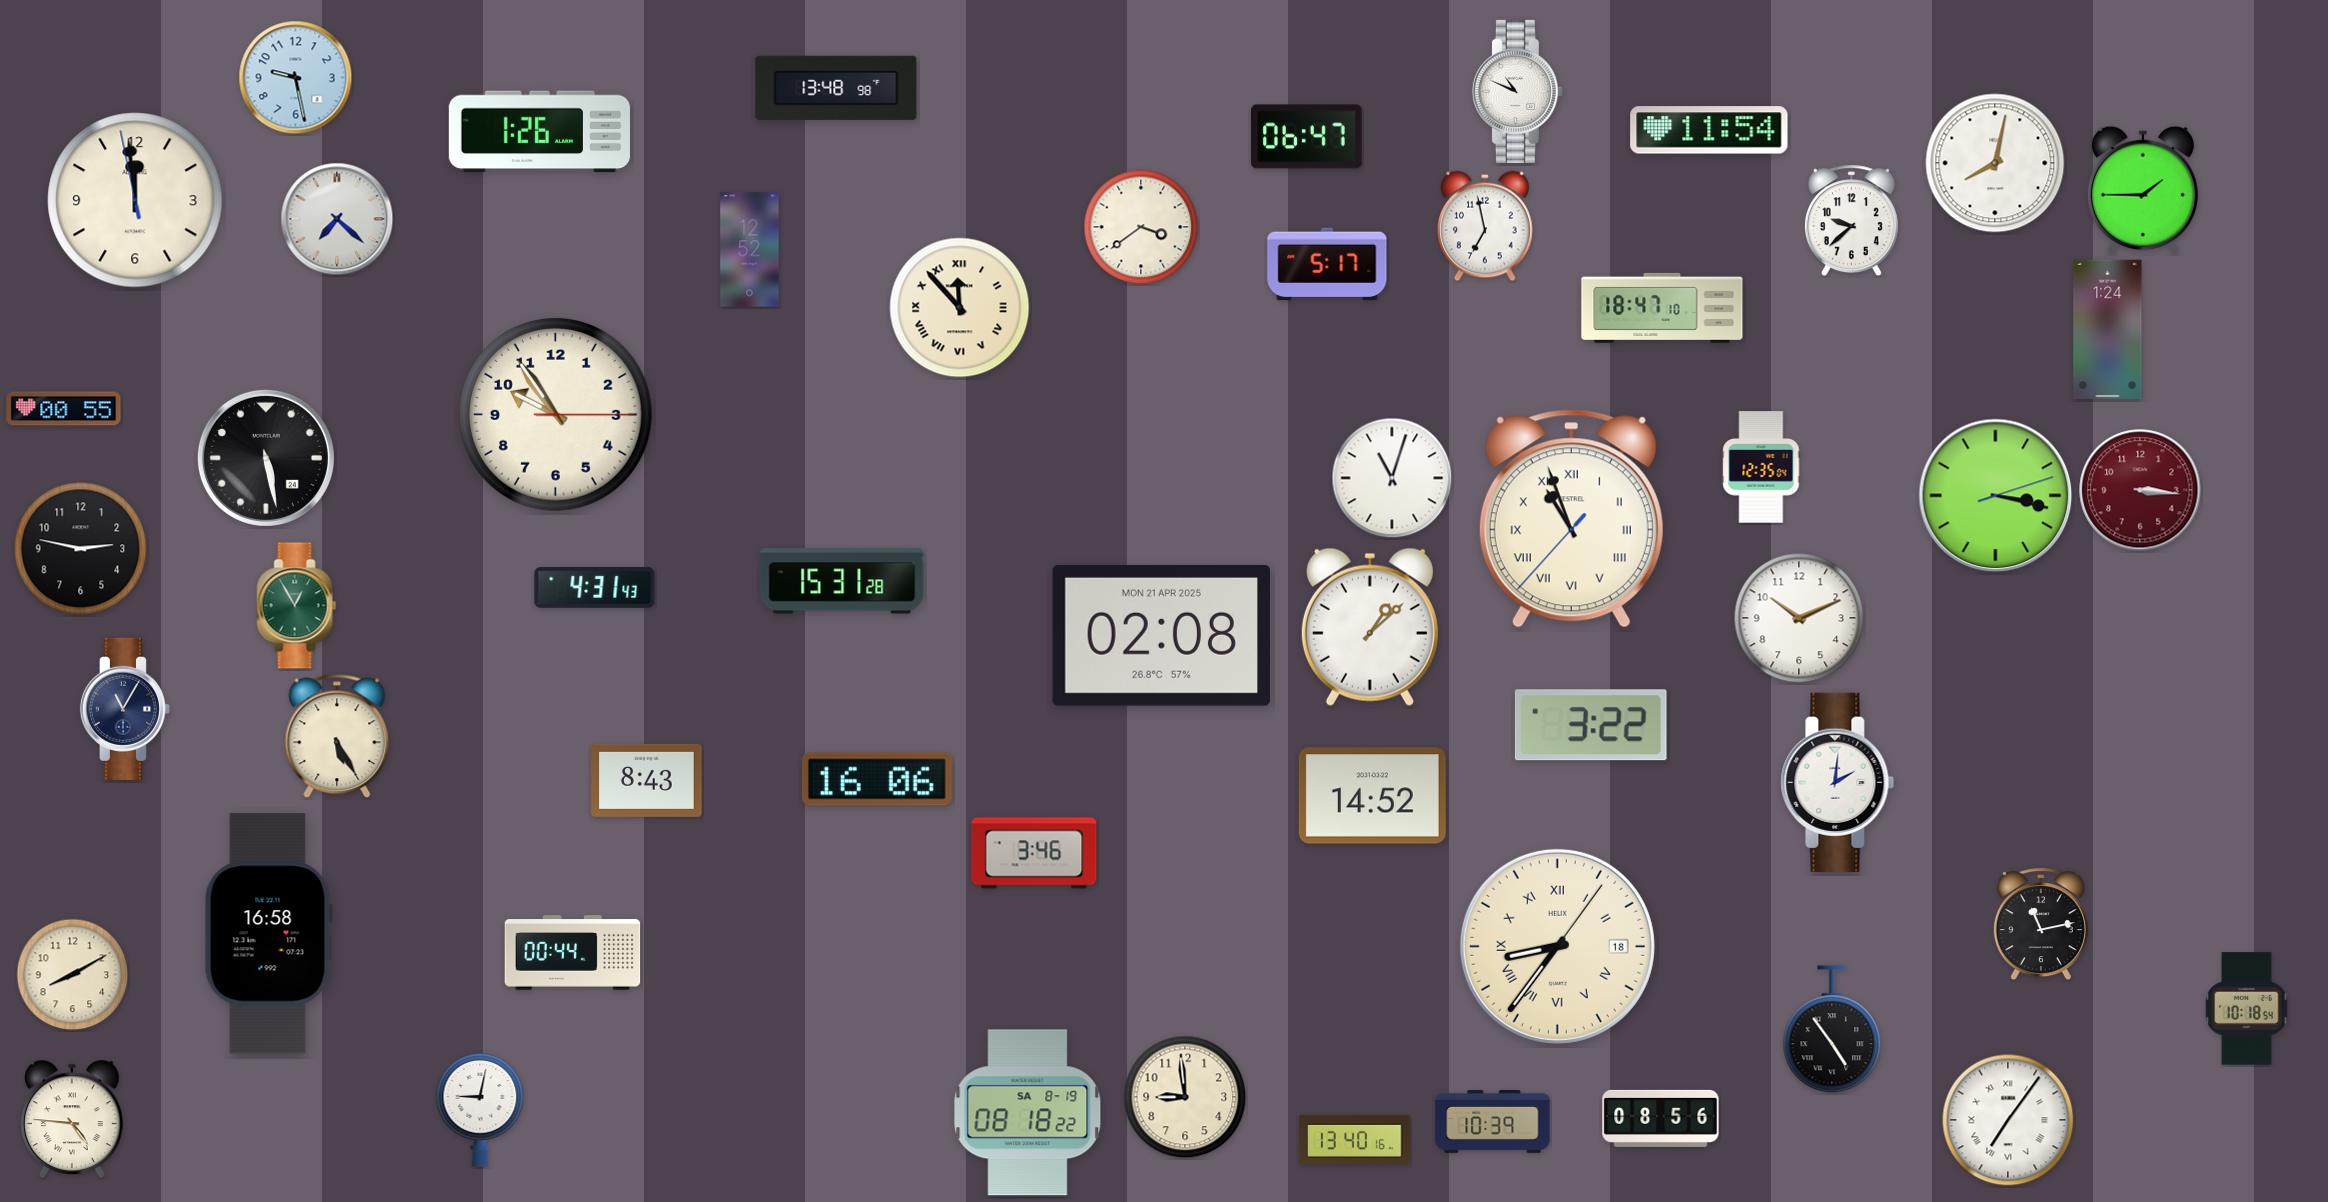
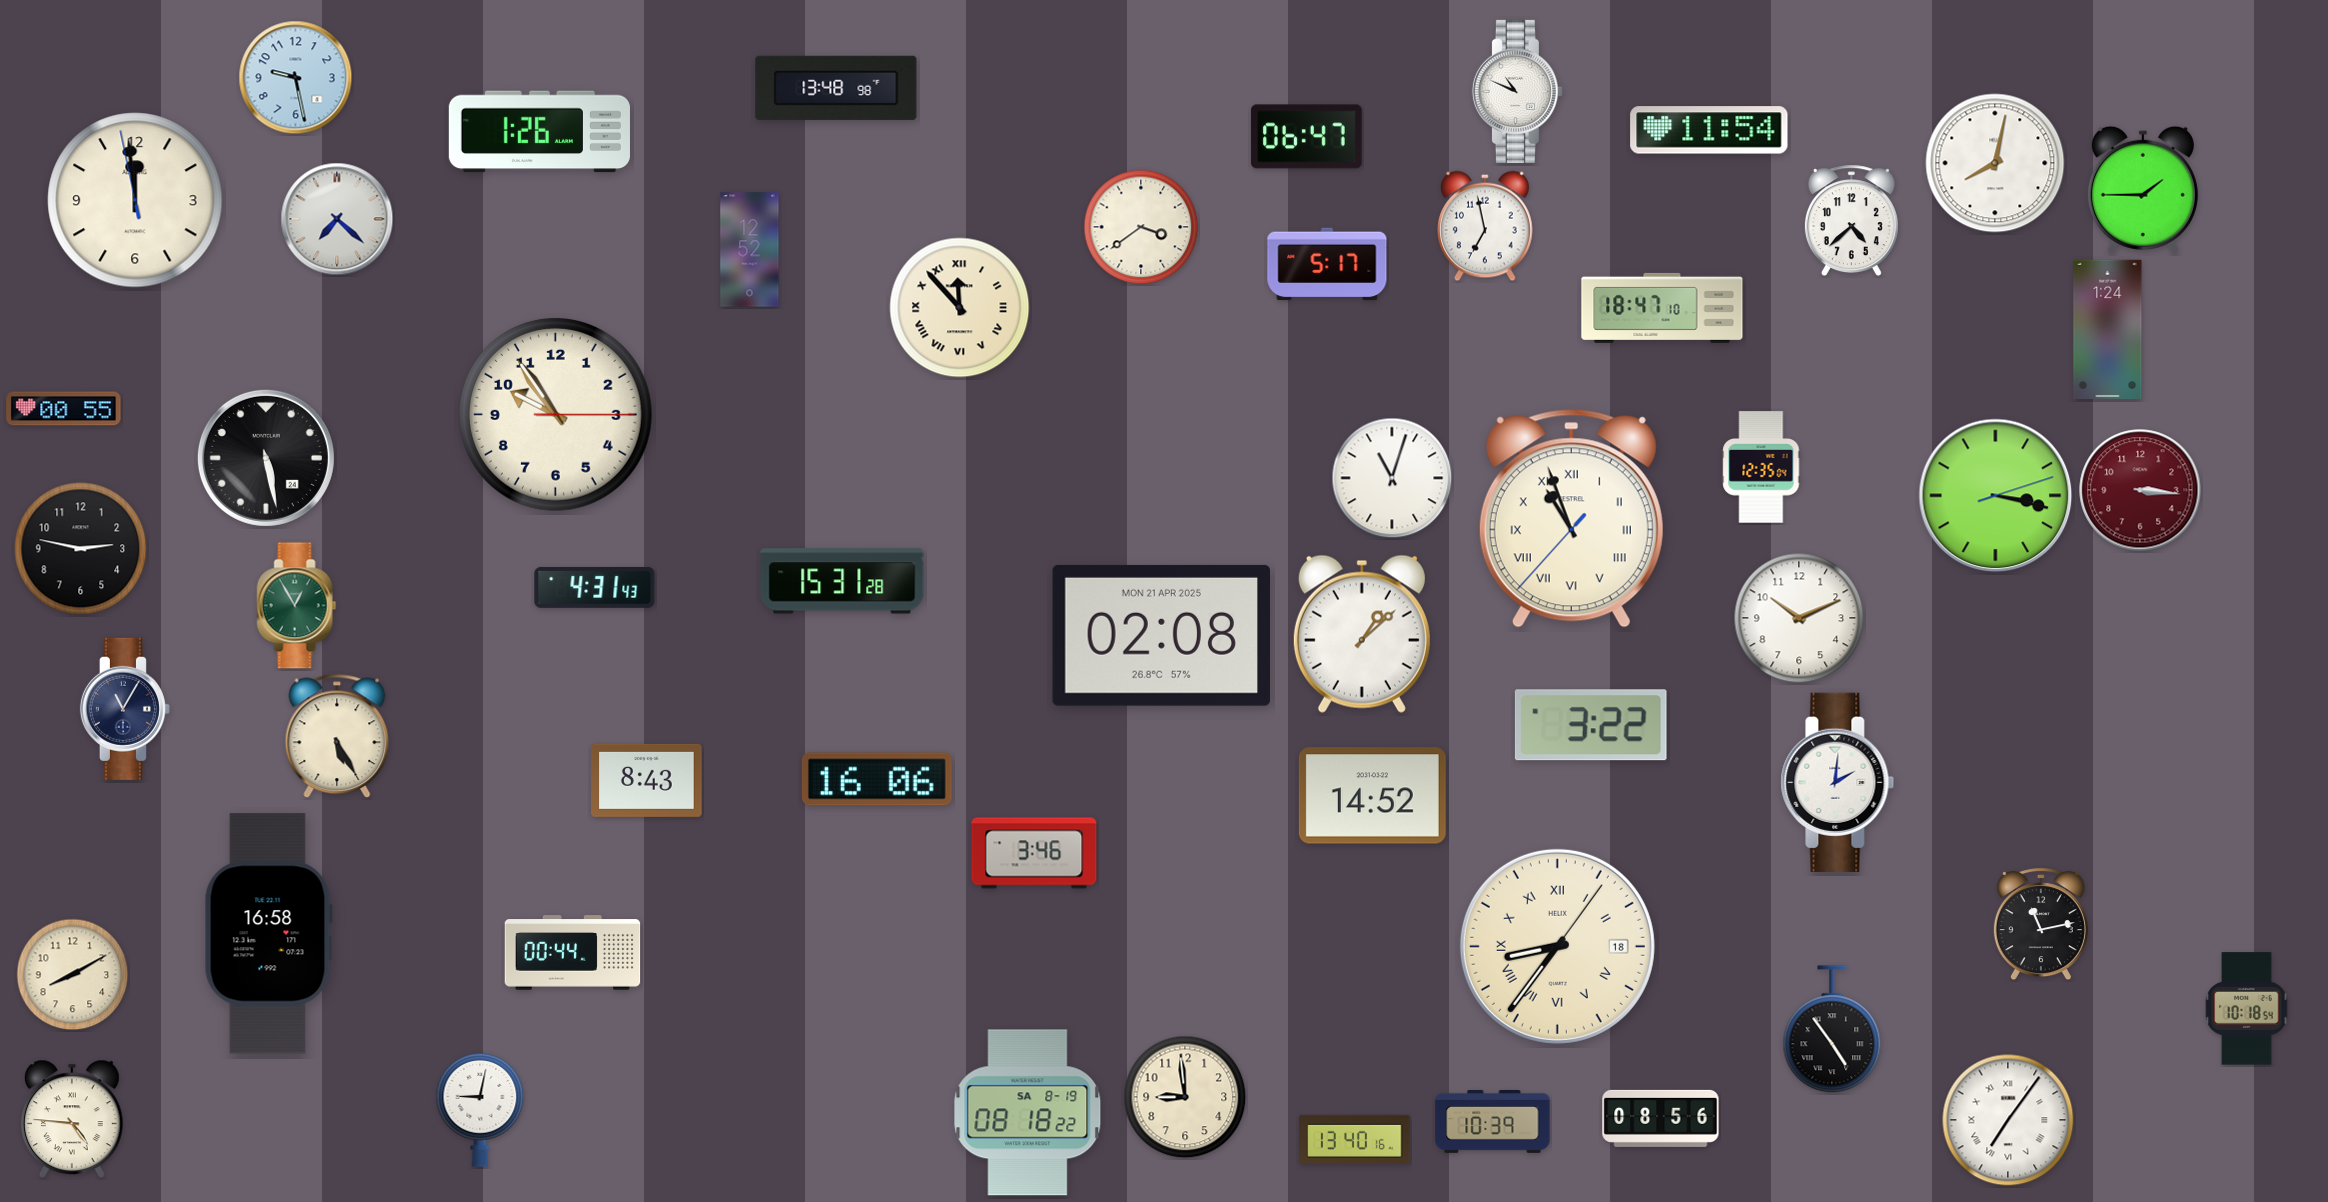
clock at (1851, 221): 9:38 -> 4:38
clock at (1370, 627) position: (1370, 627) -> (1362, 634)
